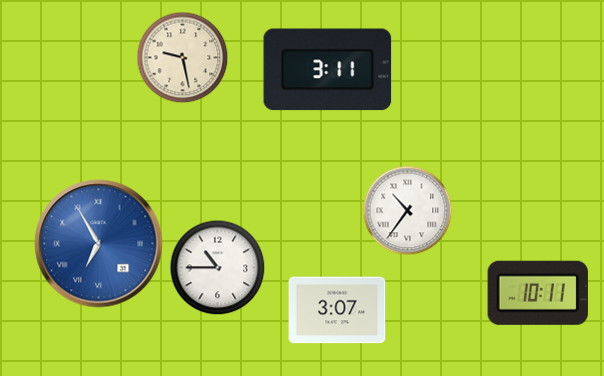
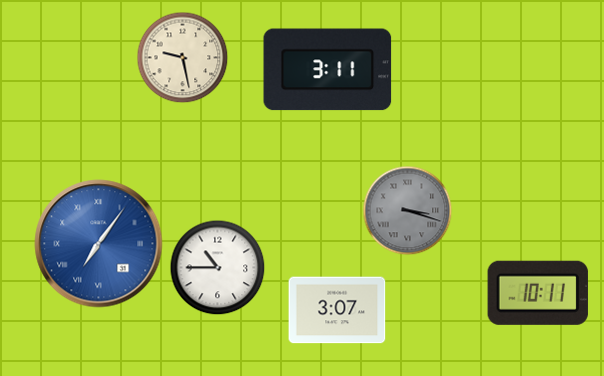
clock at (408, 211): 10:36 -> 3:18
clock at (408, 211) dial: white -> grey
clock at (99, 244): 6:55 -> 7:06
